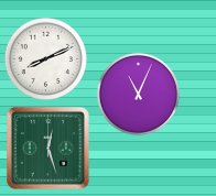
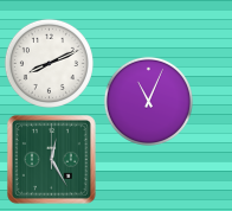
clock at (47, 148): 12:27 -> 12:25
